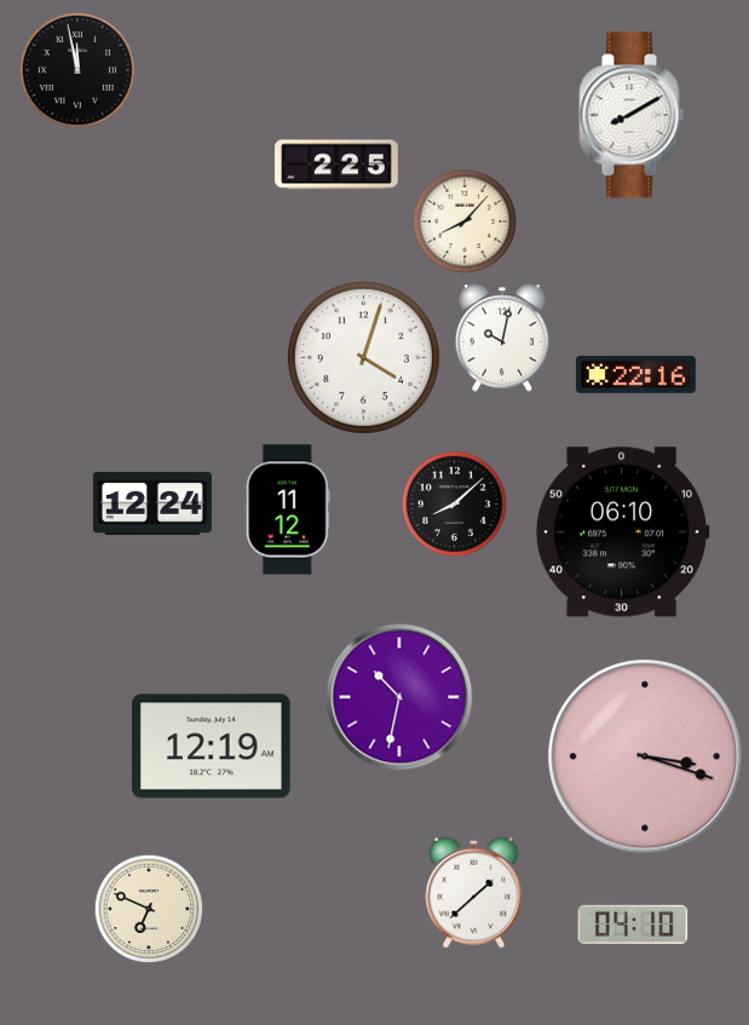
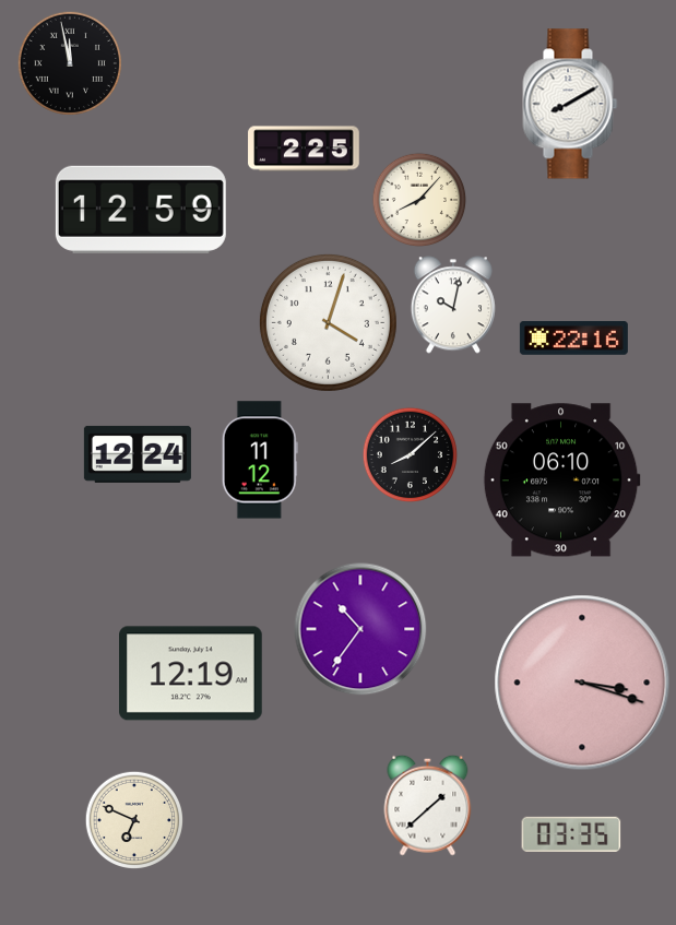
clock at (141, 210): none -> 12:59
clock at (399, 697): 10:32 -> 10:36
clock at (633, 925): 04:10 -> 03:35
